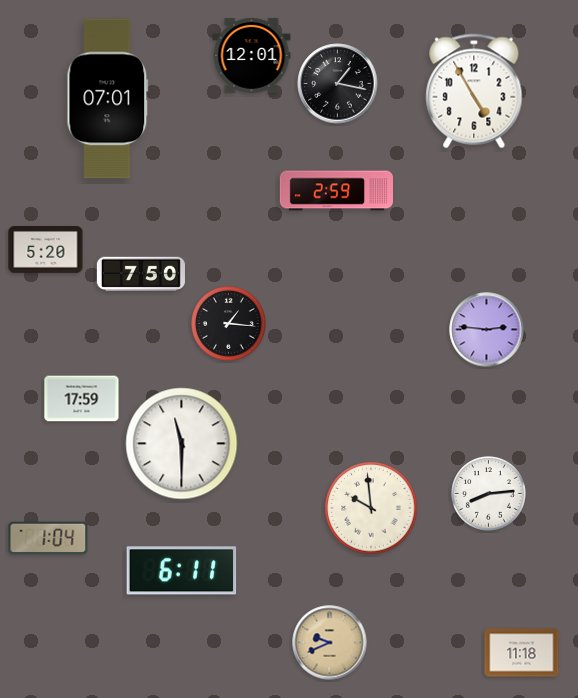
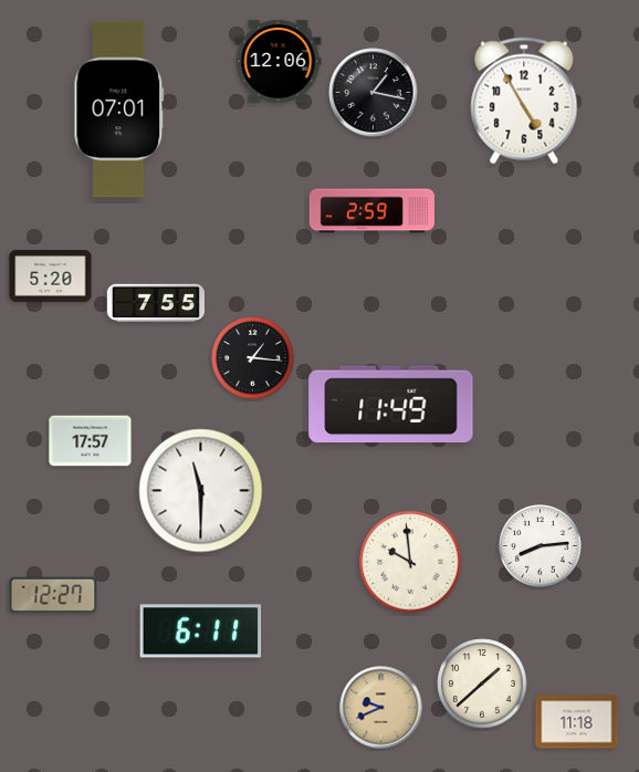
clock at (252, 55): 12:01 -> 12:06
clock at (141, 273): 7:50 -> 7:55
clock at (487, 330): 2:46 -> none
clock at (391, 405): none -> 11:49
clock at (82, 399): 17:59 -> 17:57
clock at (48, 538): 1:04 -> 12:27
clock at (482, 684): none -> 1:38
clock at (330, 643) position: (330, 643) -> (381, 708)
